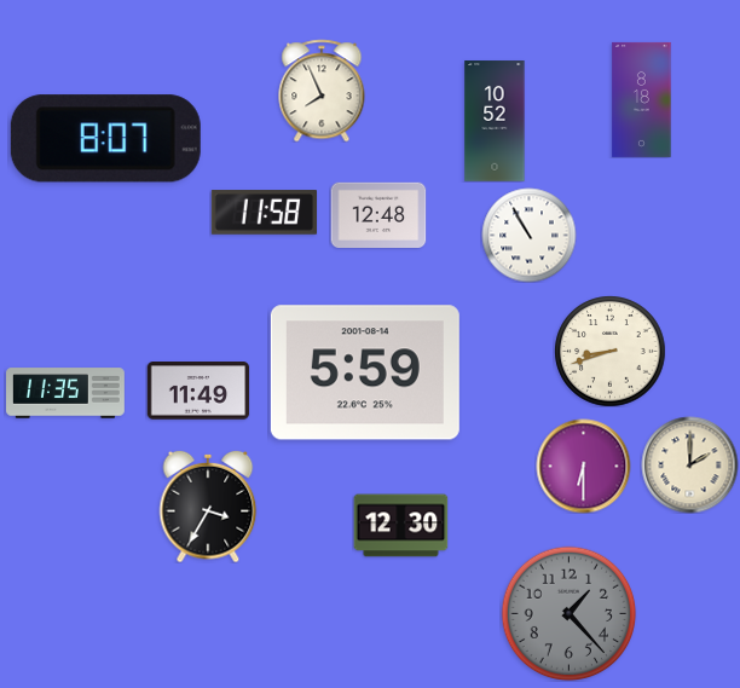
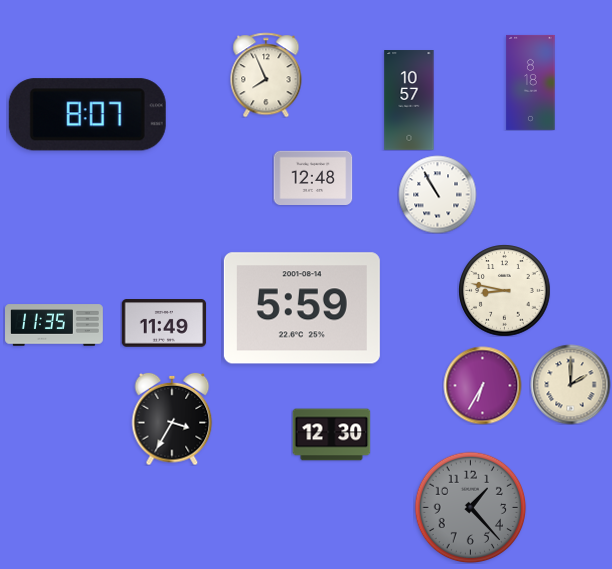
clock at (495, 121): 10:52 -> 10:57
clock at (264, 213): 11:58 -> none
clock at (609, 351): 8:42 -> 8:47
clock at (583, 466): 6:30 -> 6:35
